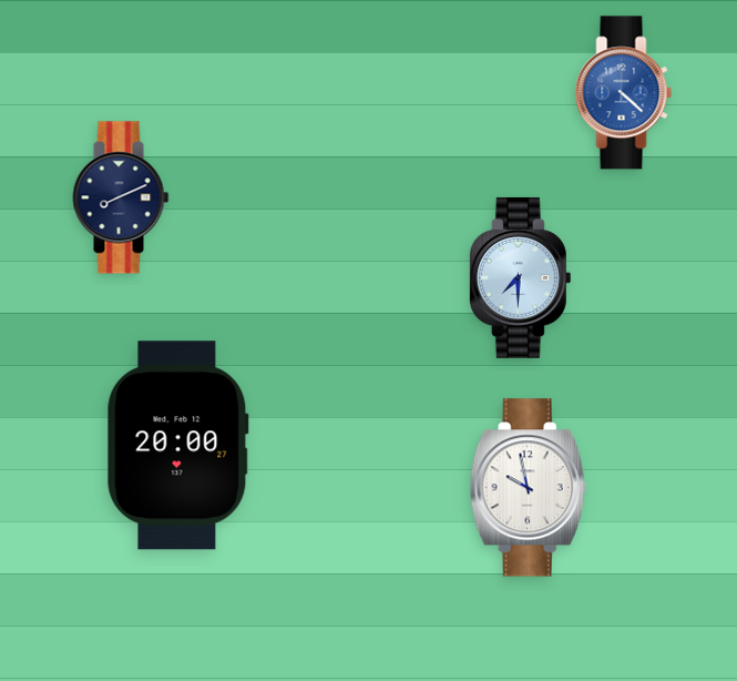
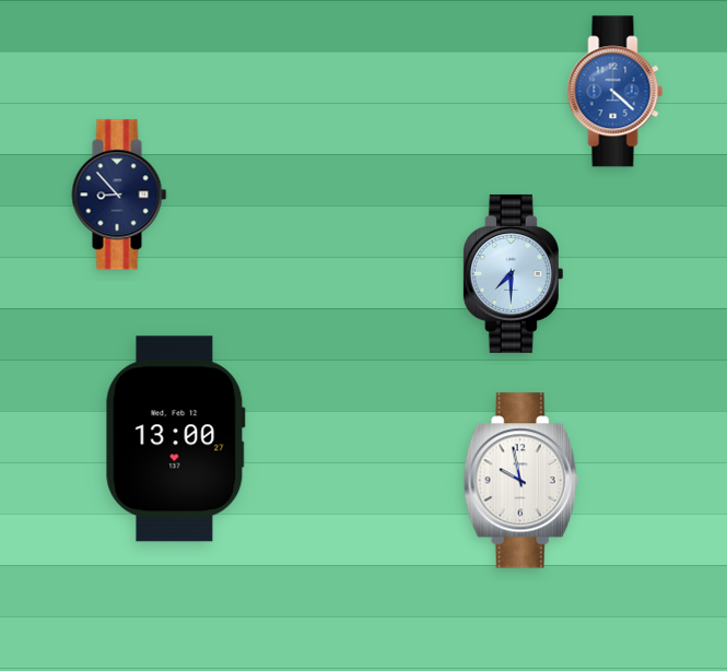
clock at (121, 197): 8:11 -> 8:53
clock at (177, 446): 20:00 -> 13:00
